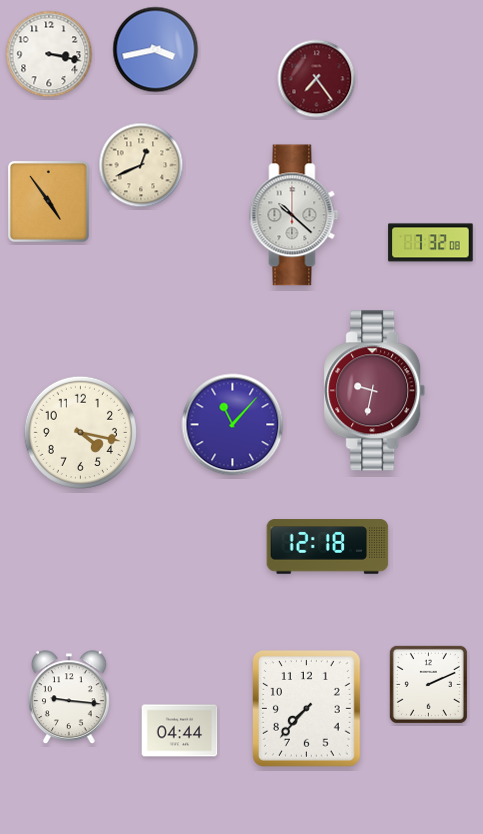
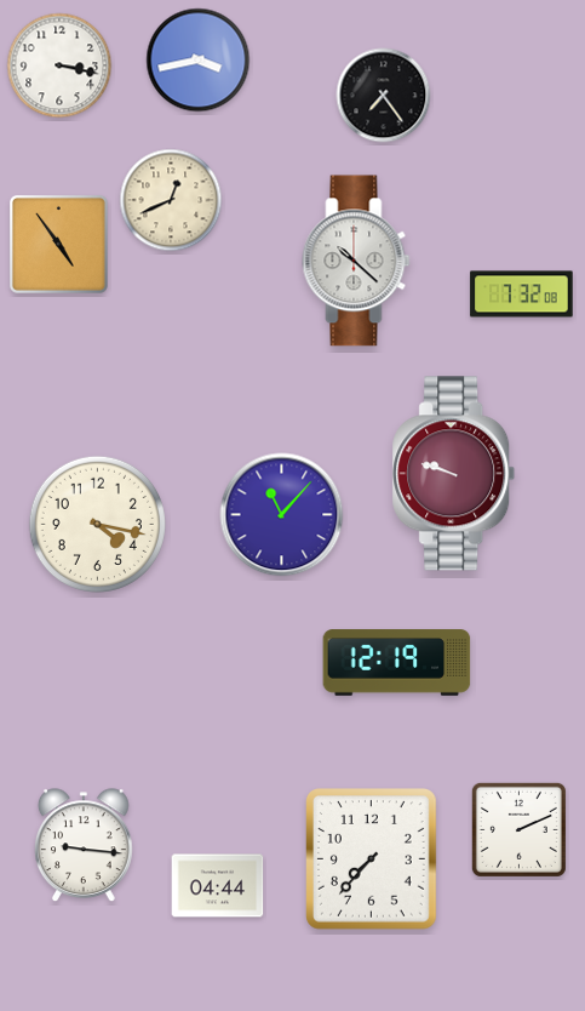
clock at (156, 50) position: (156, 50) -> (199, 61)
clock at (317, 79) dial: burgundy -> black
clock at (375, 391): 9:32 -> 9:48
clock at (328, 547): 12:18 -> 12:19
